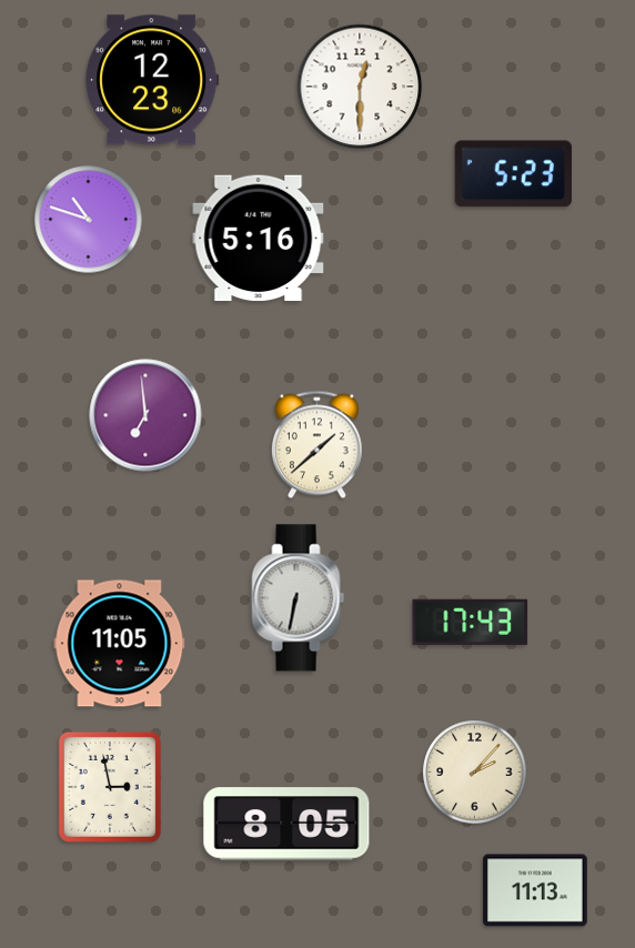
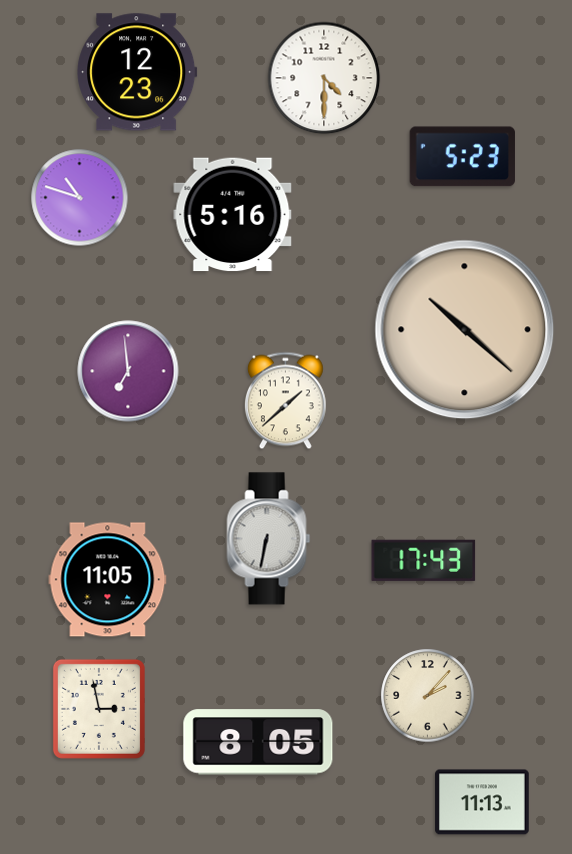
clock at (360, 87): 12:30 -> 4:30
clock at (465, 330): none -> 10:22
clock at (145, 415) position: (145, 415) -> (128, 371)
